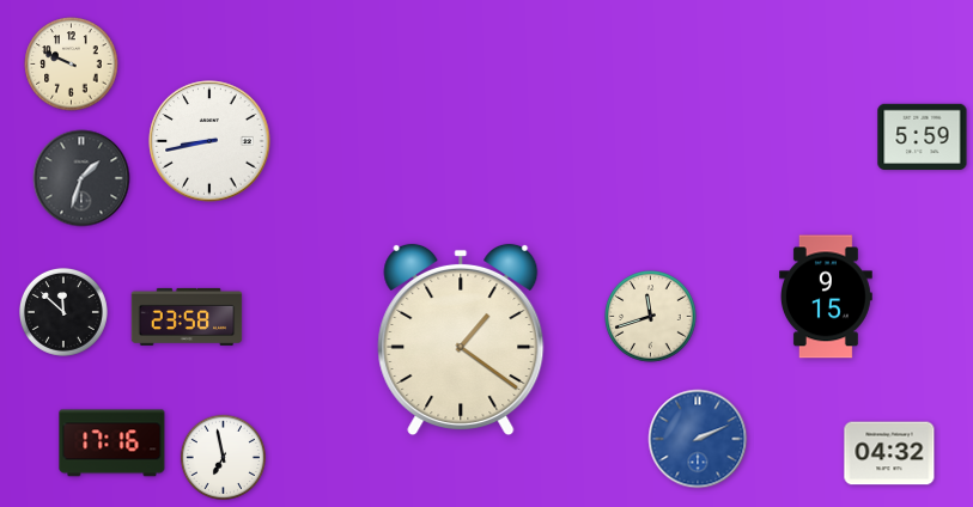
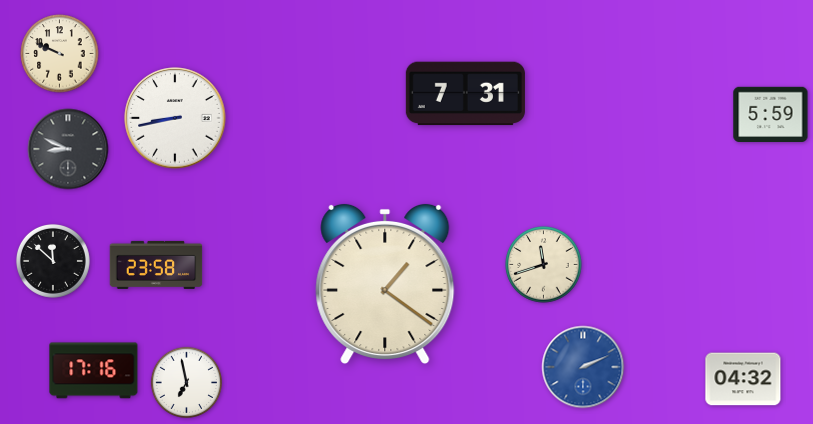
clock at (465, 94): none -> 7:31
clock at (81, 178): 1:33 -> 8:49
clock at (826, 297): 9:15 -> none
